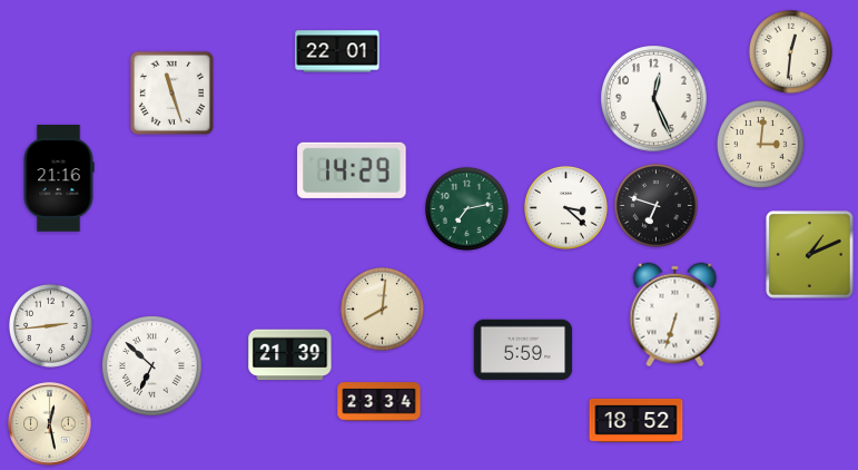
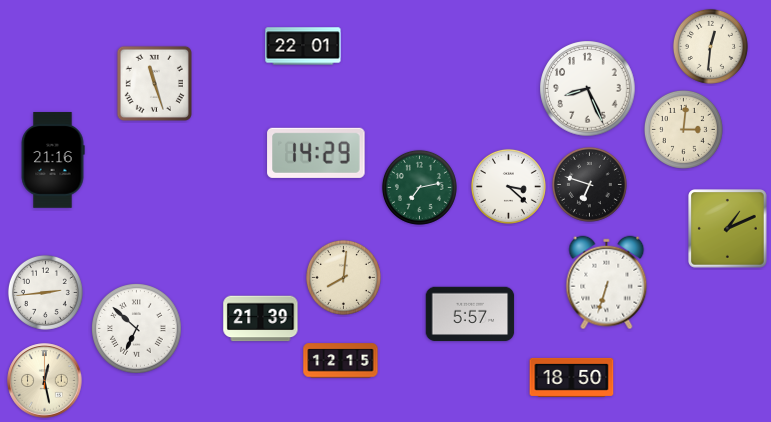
clock at (654, 99): 12:26 -> 8:26
clock at (523, 350): 5:59 -> 5:57
clock at (379, 402): 23:34 -> 12:15
clock at (637, 420): 18:52 -> 18:50
